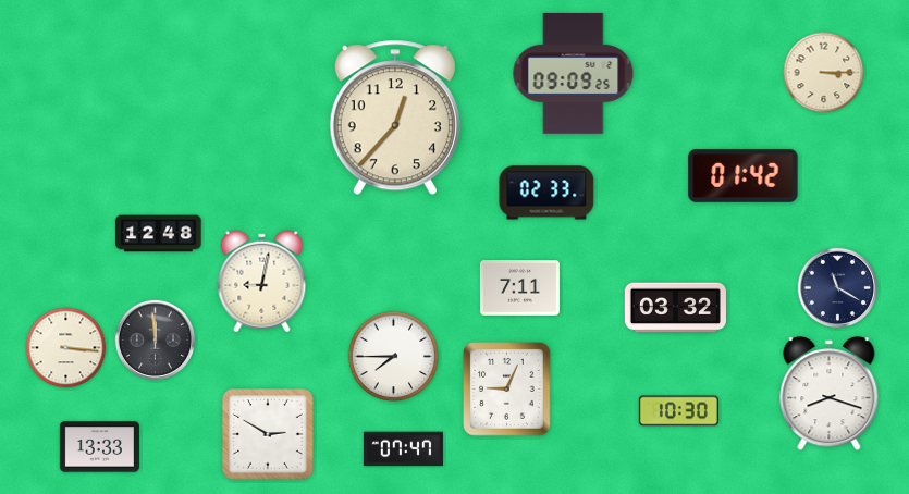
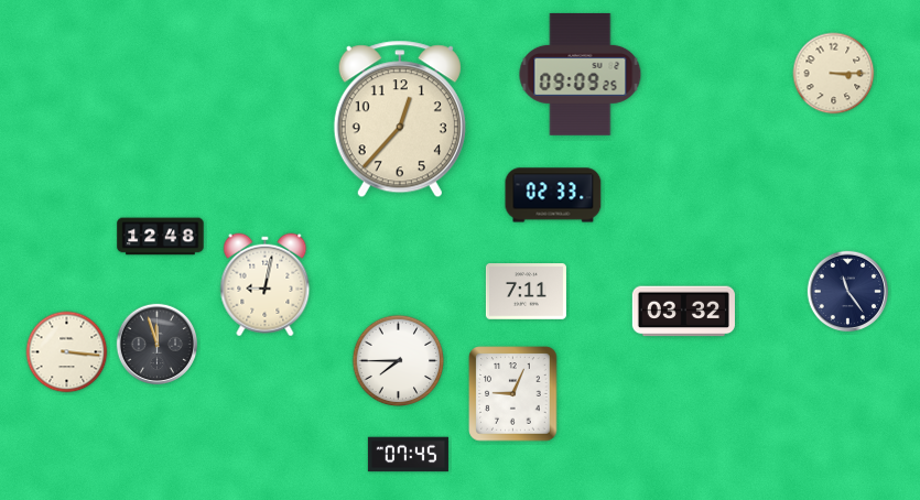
clock at (744, 175): 01:42 -> none
clock at (838, 288): 11:20 -> 11:24
clock at (156, 341): 11:59 -> 11:57
clock at (830, 394): 8:18 -> none
clock at (678, 411): 10:30 -> none
clock at (268, 434): 2:50 -> none
clock at (99, 447): 13:33 -> none
clock at (403, 449): 07:47 -> 07:45
